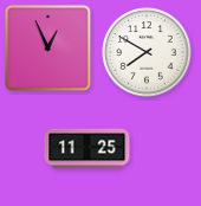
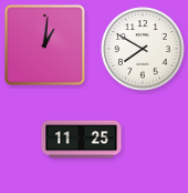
clock at (47, 47): 12:56 -> 1:01
clock at (147, 52) position: (147, 52) -> (143, 49)
